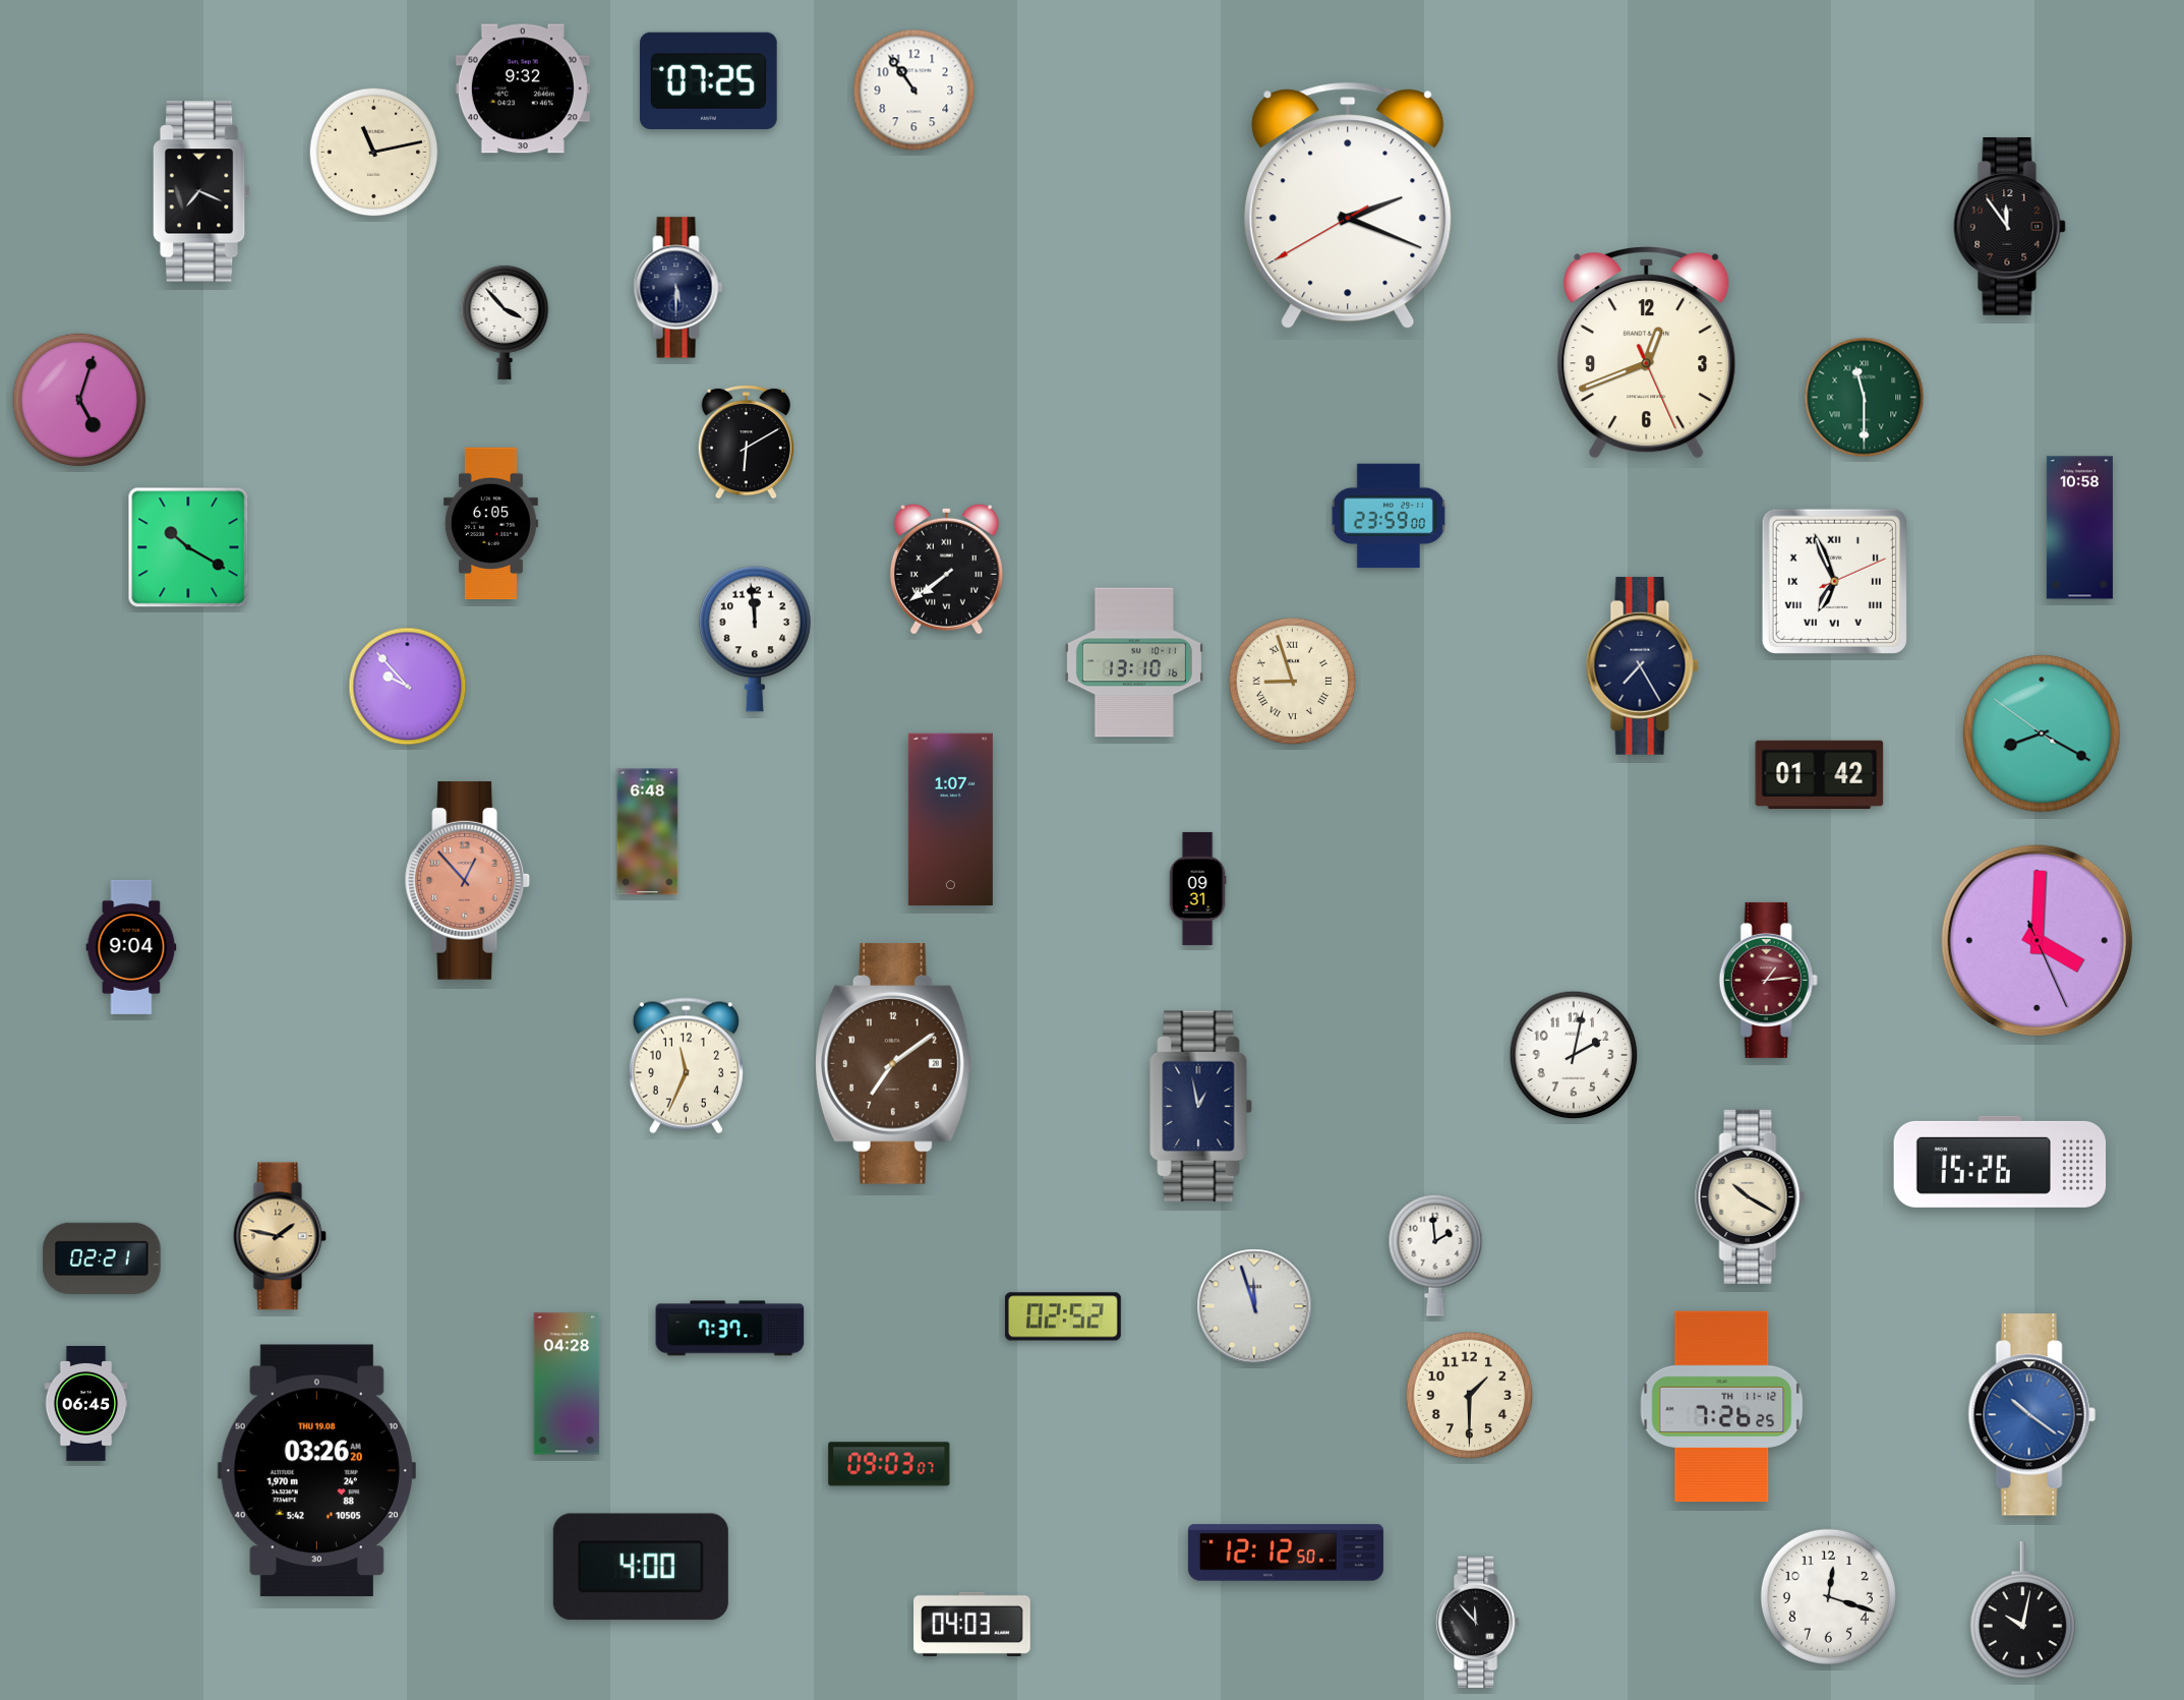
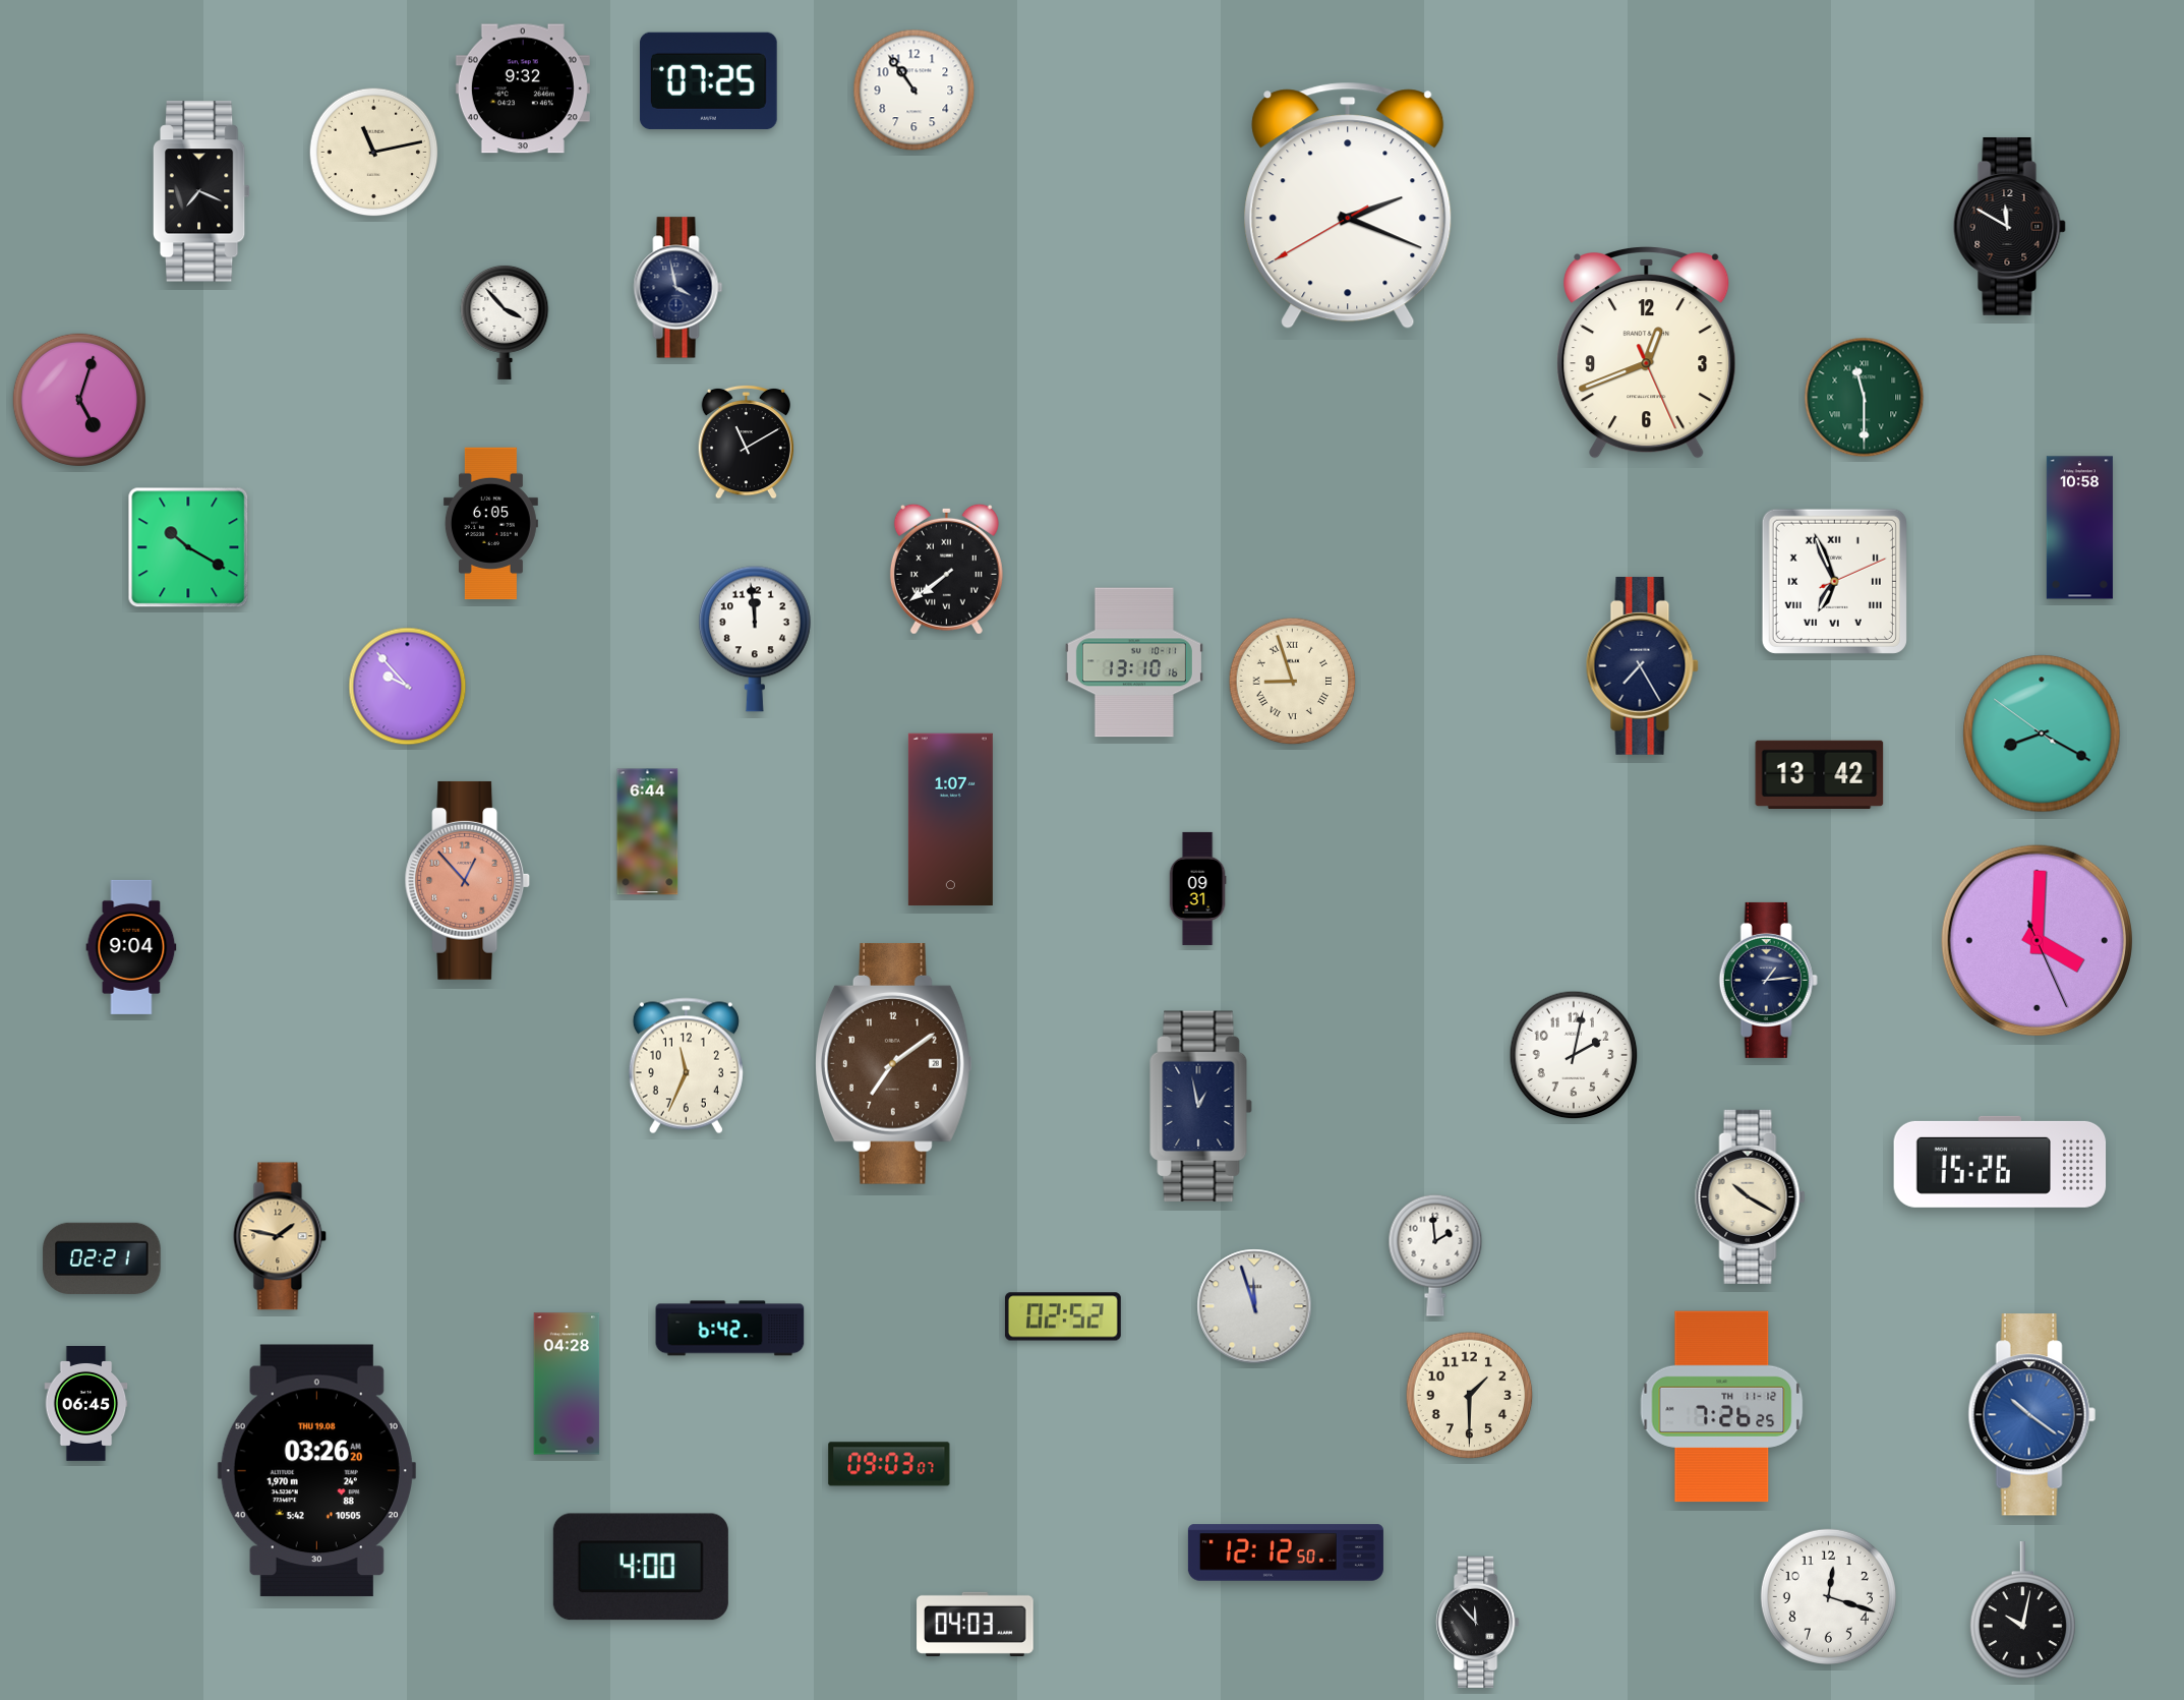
clock at (2009, 226): 11:54 -> 11:50
clock at (678, 288): 5:30 -> 3:58
clock at (746, 442): 6:10 -> 11:10
clock at (1389, 516): 23:59 -> none
clock at (1820, 774): 01:42 -> 13:42
clock at (648, 832): 6:48 -> 6:44
clock at (1768, 980) dial: burgundy -> navy
clock at (730, 1329): 7:37 -> 6:42
clock at (972, 1624) position: (972, 1624) -> (976, 1624)
